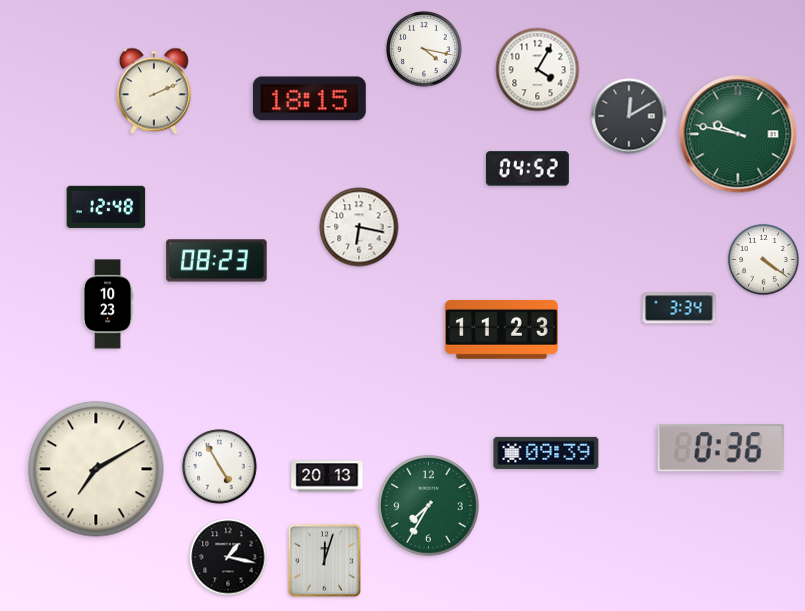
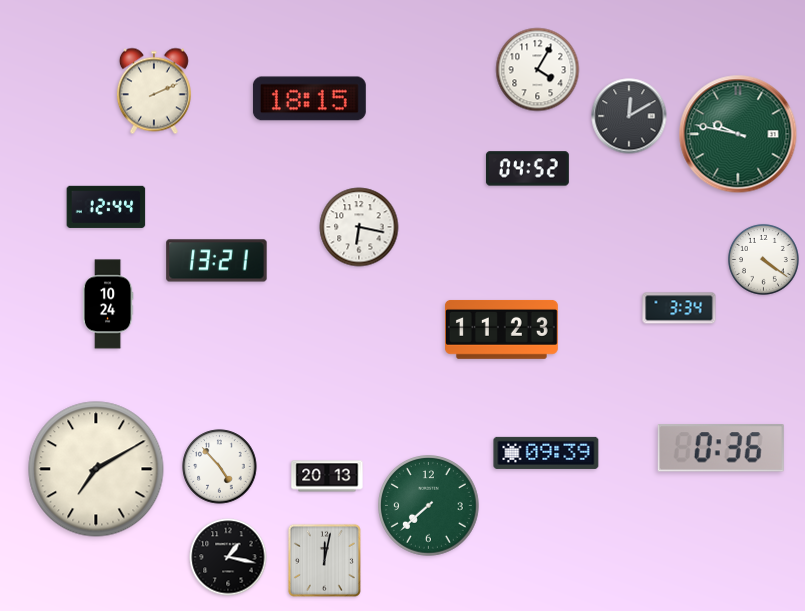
clock at (424, 49): 4:17 -> none
clock at (106, 207): 12:48 -> 12:44
clock at (217, 261): 08:23 -> 13:21
clock at (108, 304): 10:23 -> 10:24
clock at (220, 467): 4:55 -> 4:53
clock at (429, 506): 7:35 -> 7:38
clock at (324, 560): 12:03 -> 12:02
